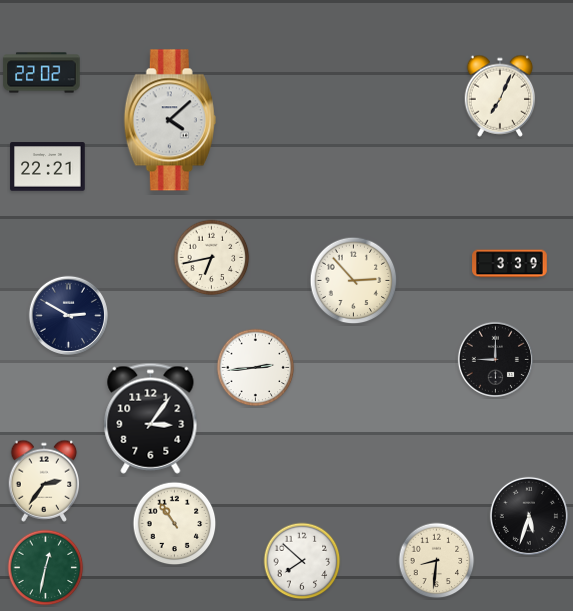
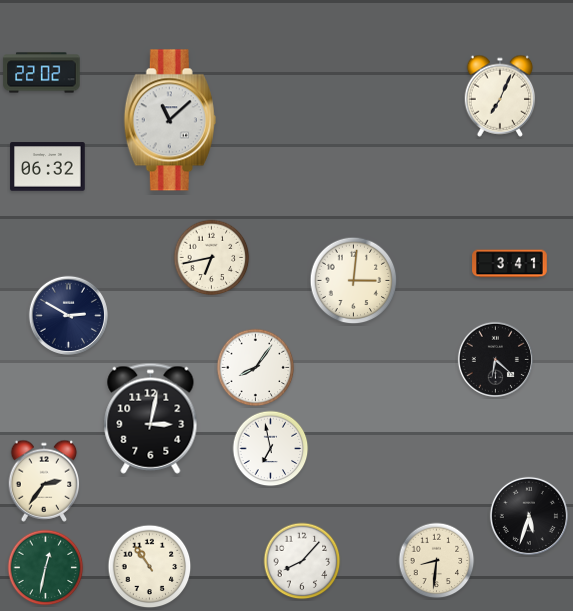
clock at (170, 120): 4:08 -> 11:08
clock at (48, 167): 22:21 -> 06:32
clock at (510, 264): 3:39 -> 3:41
clock at (354, 281): 2:53 -> 3:01
clock at (495, 359): 9:00 -> 6:22
clock at (256, 368): 2:44 -> 8:06
clock at (151, 418): 3:06 -> 3:02
clock at (271, 449): none -> 6:58
clock at (175, 524) position: (175, 524) -> (150, 567)
clock at (302, 561): 7:52 -> 8:07
